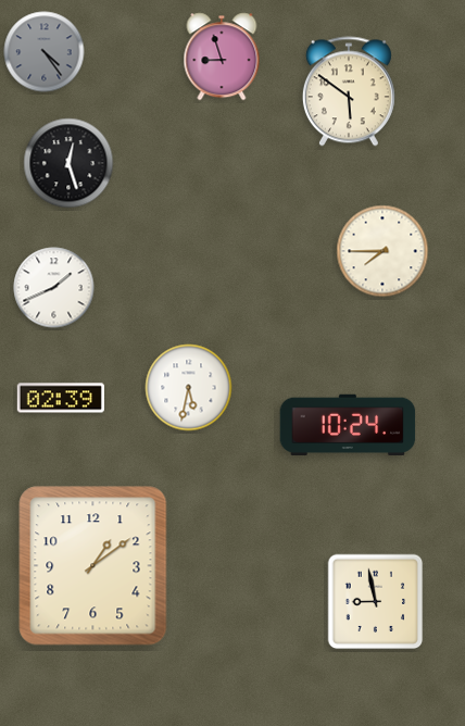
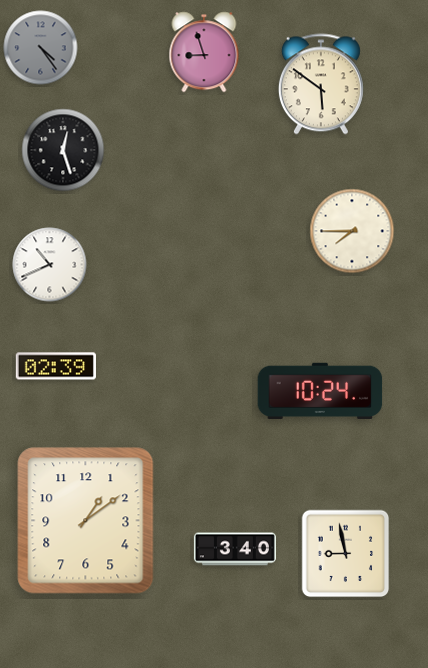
clock at (54, 288): 1:41 -> 10:41
clock at (189, 388): 5:32 -> none
clock at (235, 549): none -> 3:40
